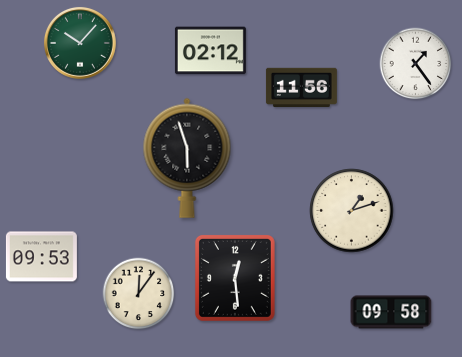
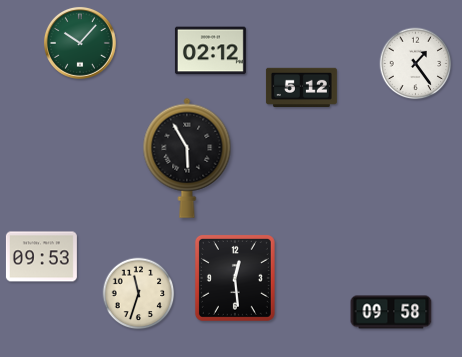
clock at (301, 88): 11:56 -> 5:12
clock at (187, 158): 5:57 -> 5:55
clock at (352, 211): 1:12 -> none
clock at (139, 294): 12:06 -> 11:33
